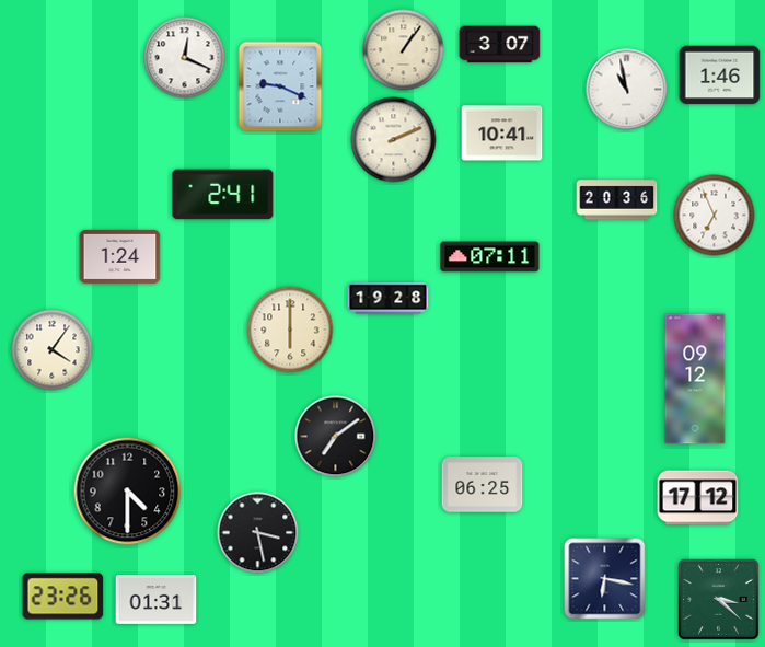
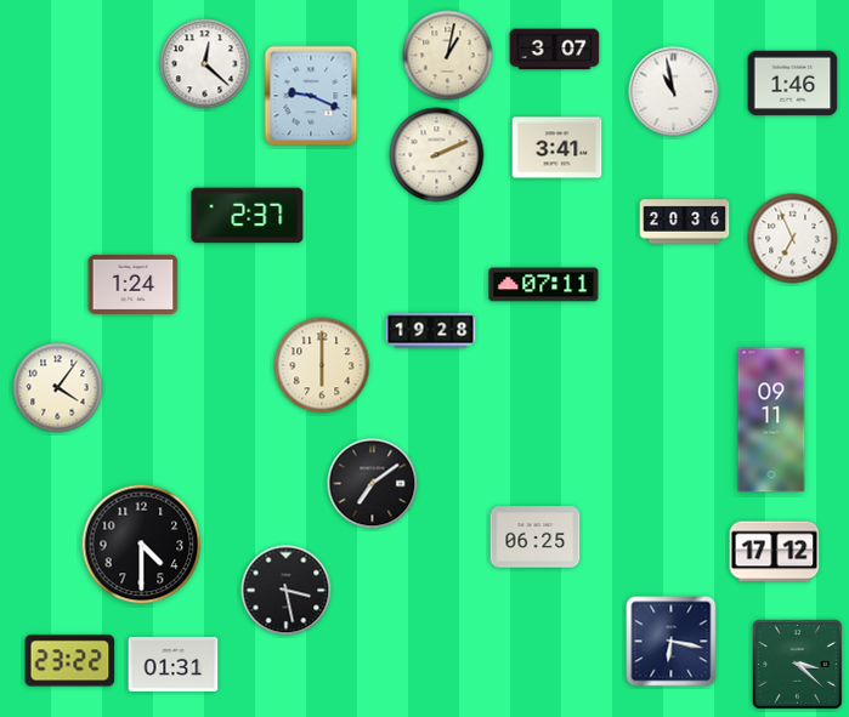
clock at (404, 50): 1:06 -> 1:02
clock at (185, 58): 12:19 -> 12:22
clock at (720, 76) position: (720, 76) -> (793, 84)
clock at (627, 90) position: (627, 90) -> (674, 92)
clock at (502, 134): 10:41 -> 3:41
clock at (223, 195): 2:41 -> 2:37
clock at (695, 379): 09:12 -> 09:11
clock at (63, 597): 23:26 -> 23:22
